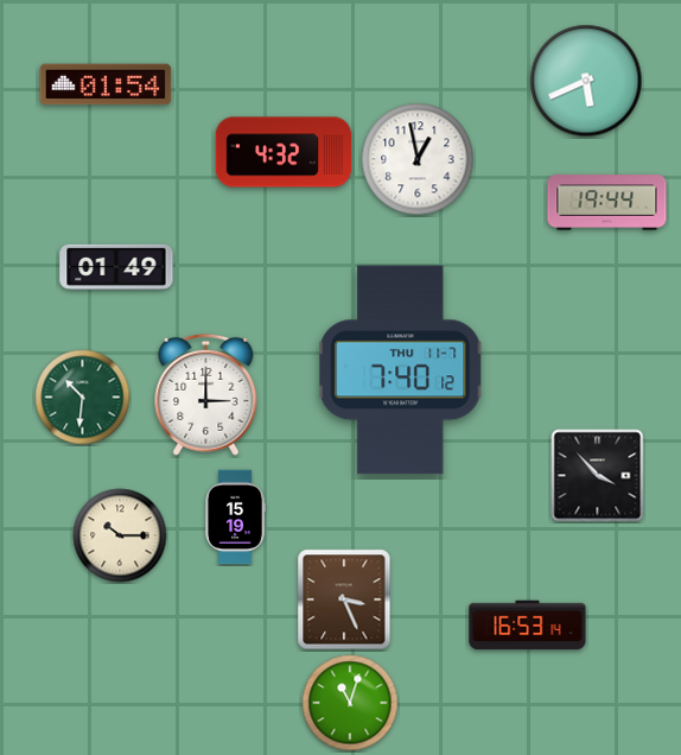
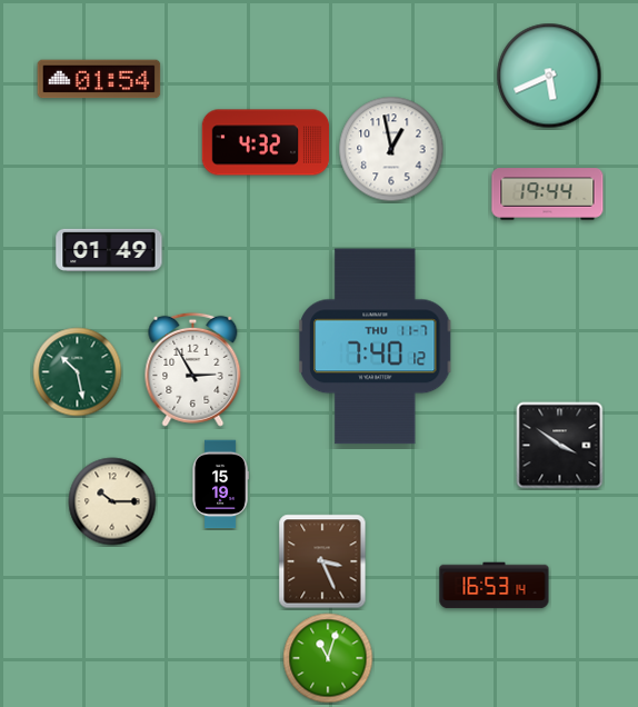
clock at (607, 203) position: (607, 203) -> (548, 195)
clock at (206, 394): 3:00 -> 2:55
clock at (83, 398): 10:31 -> 10:28
clock at (598, 476): 3:53 -> 3:51
